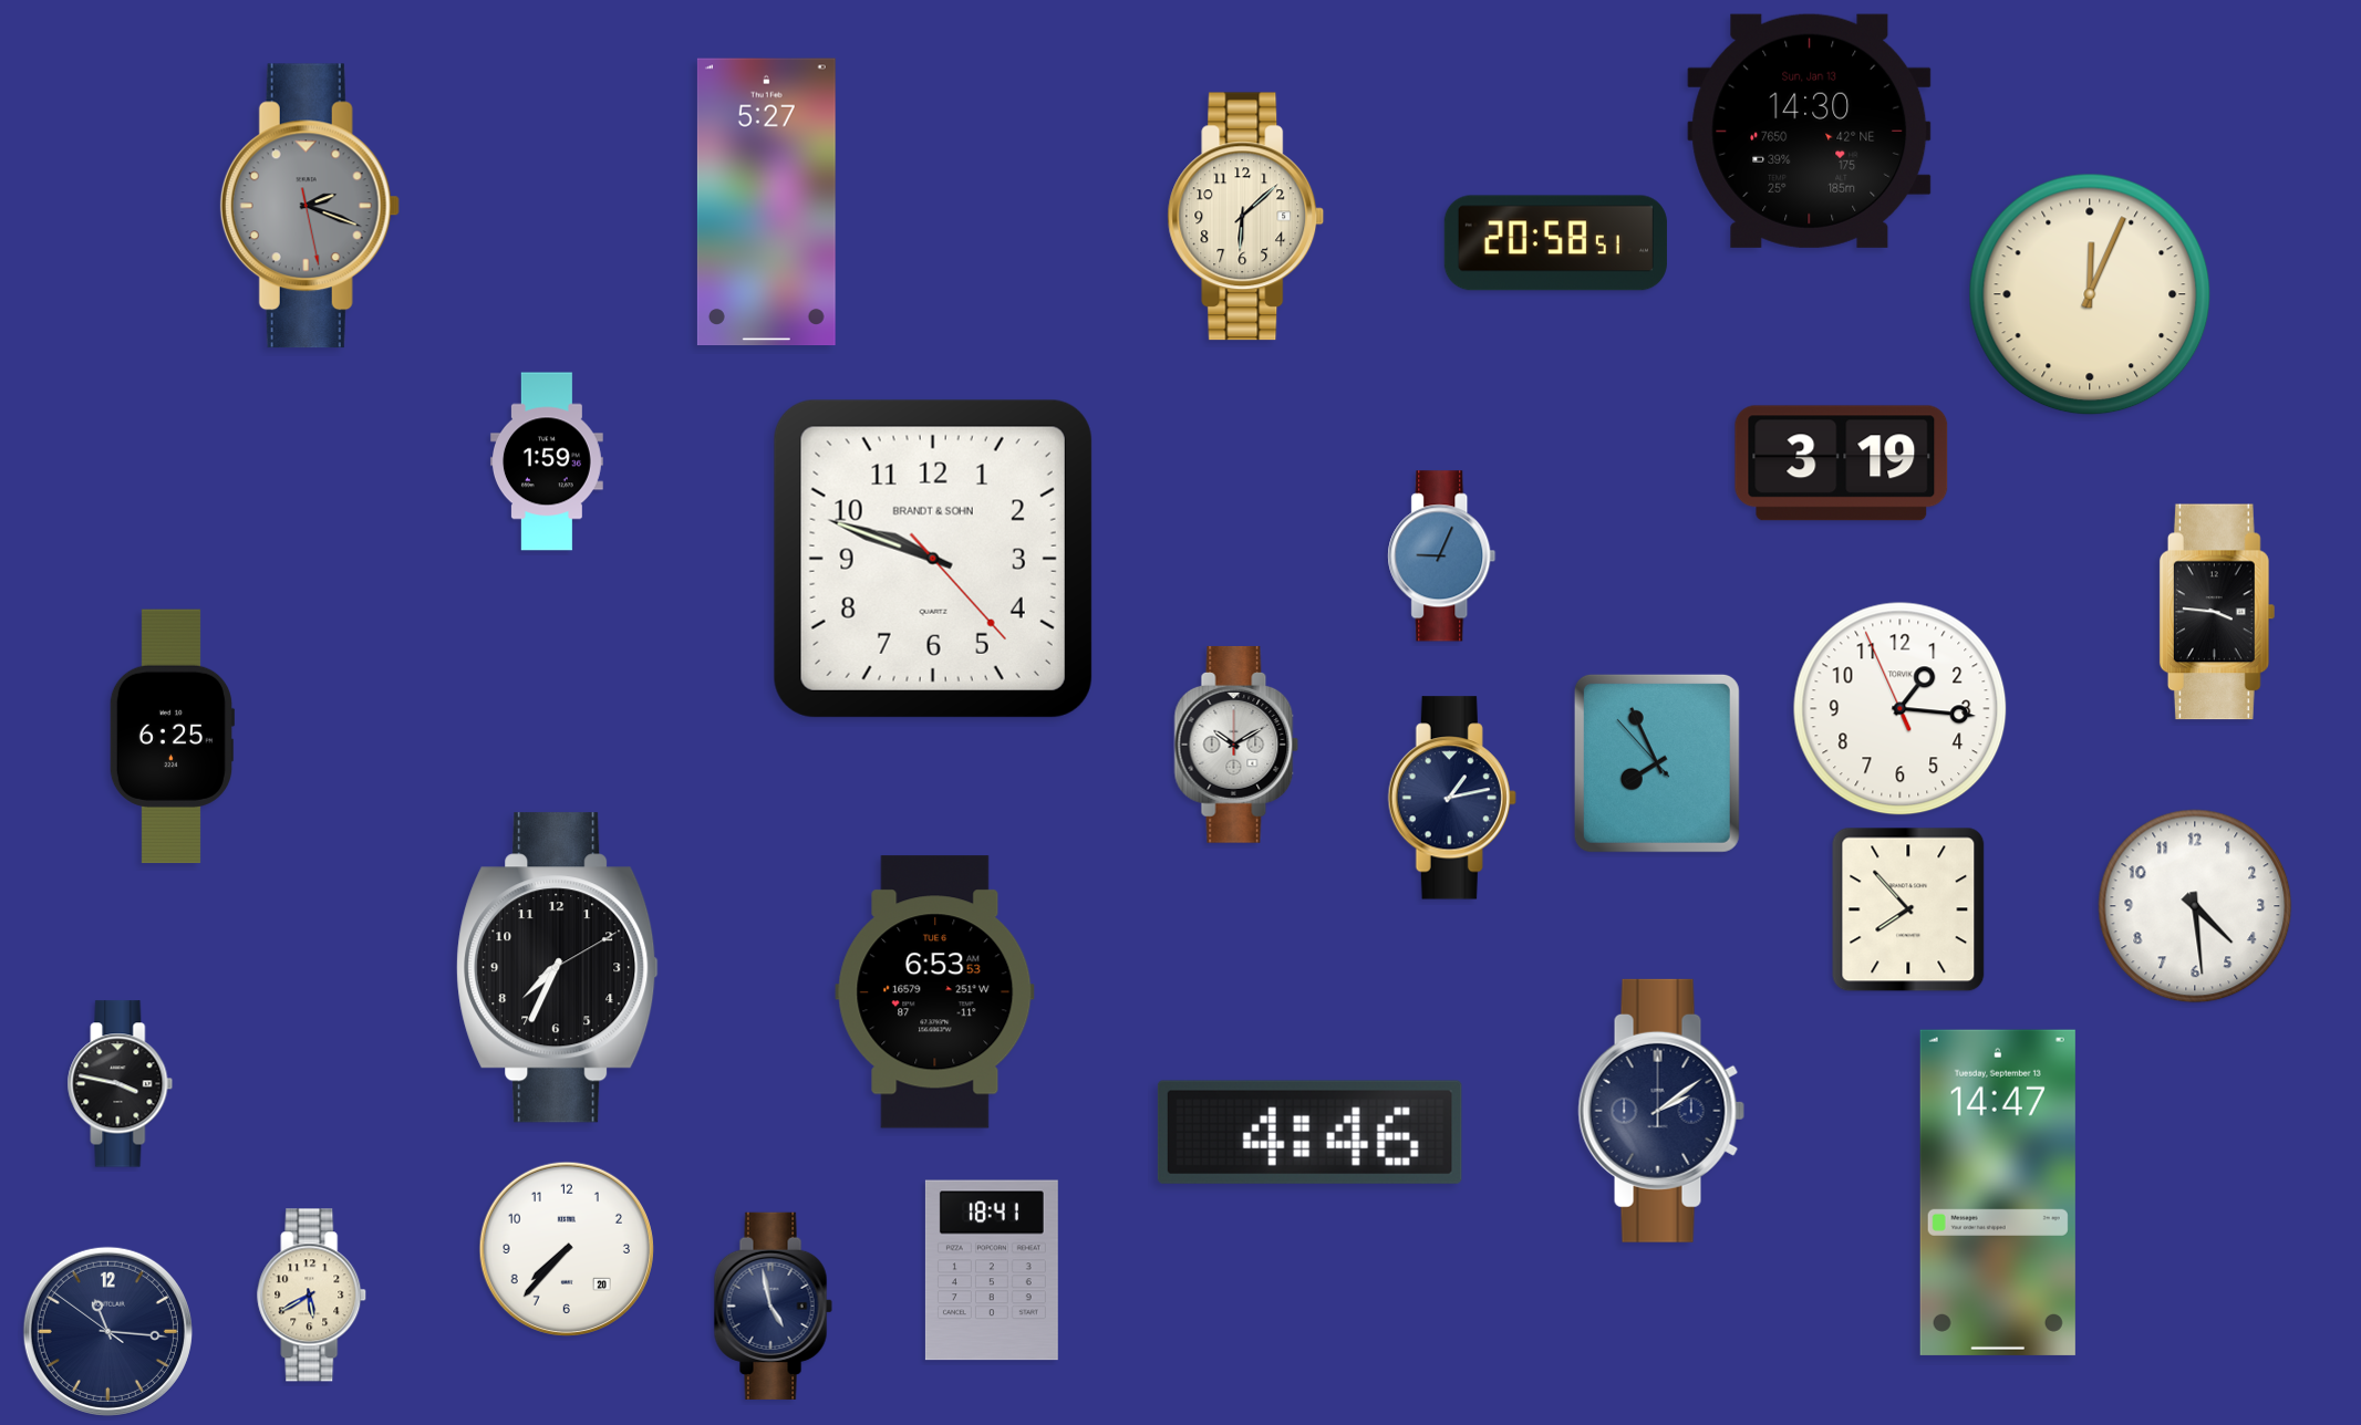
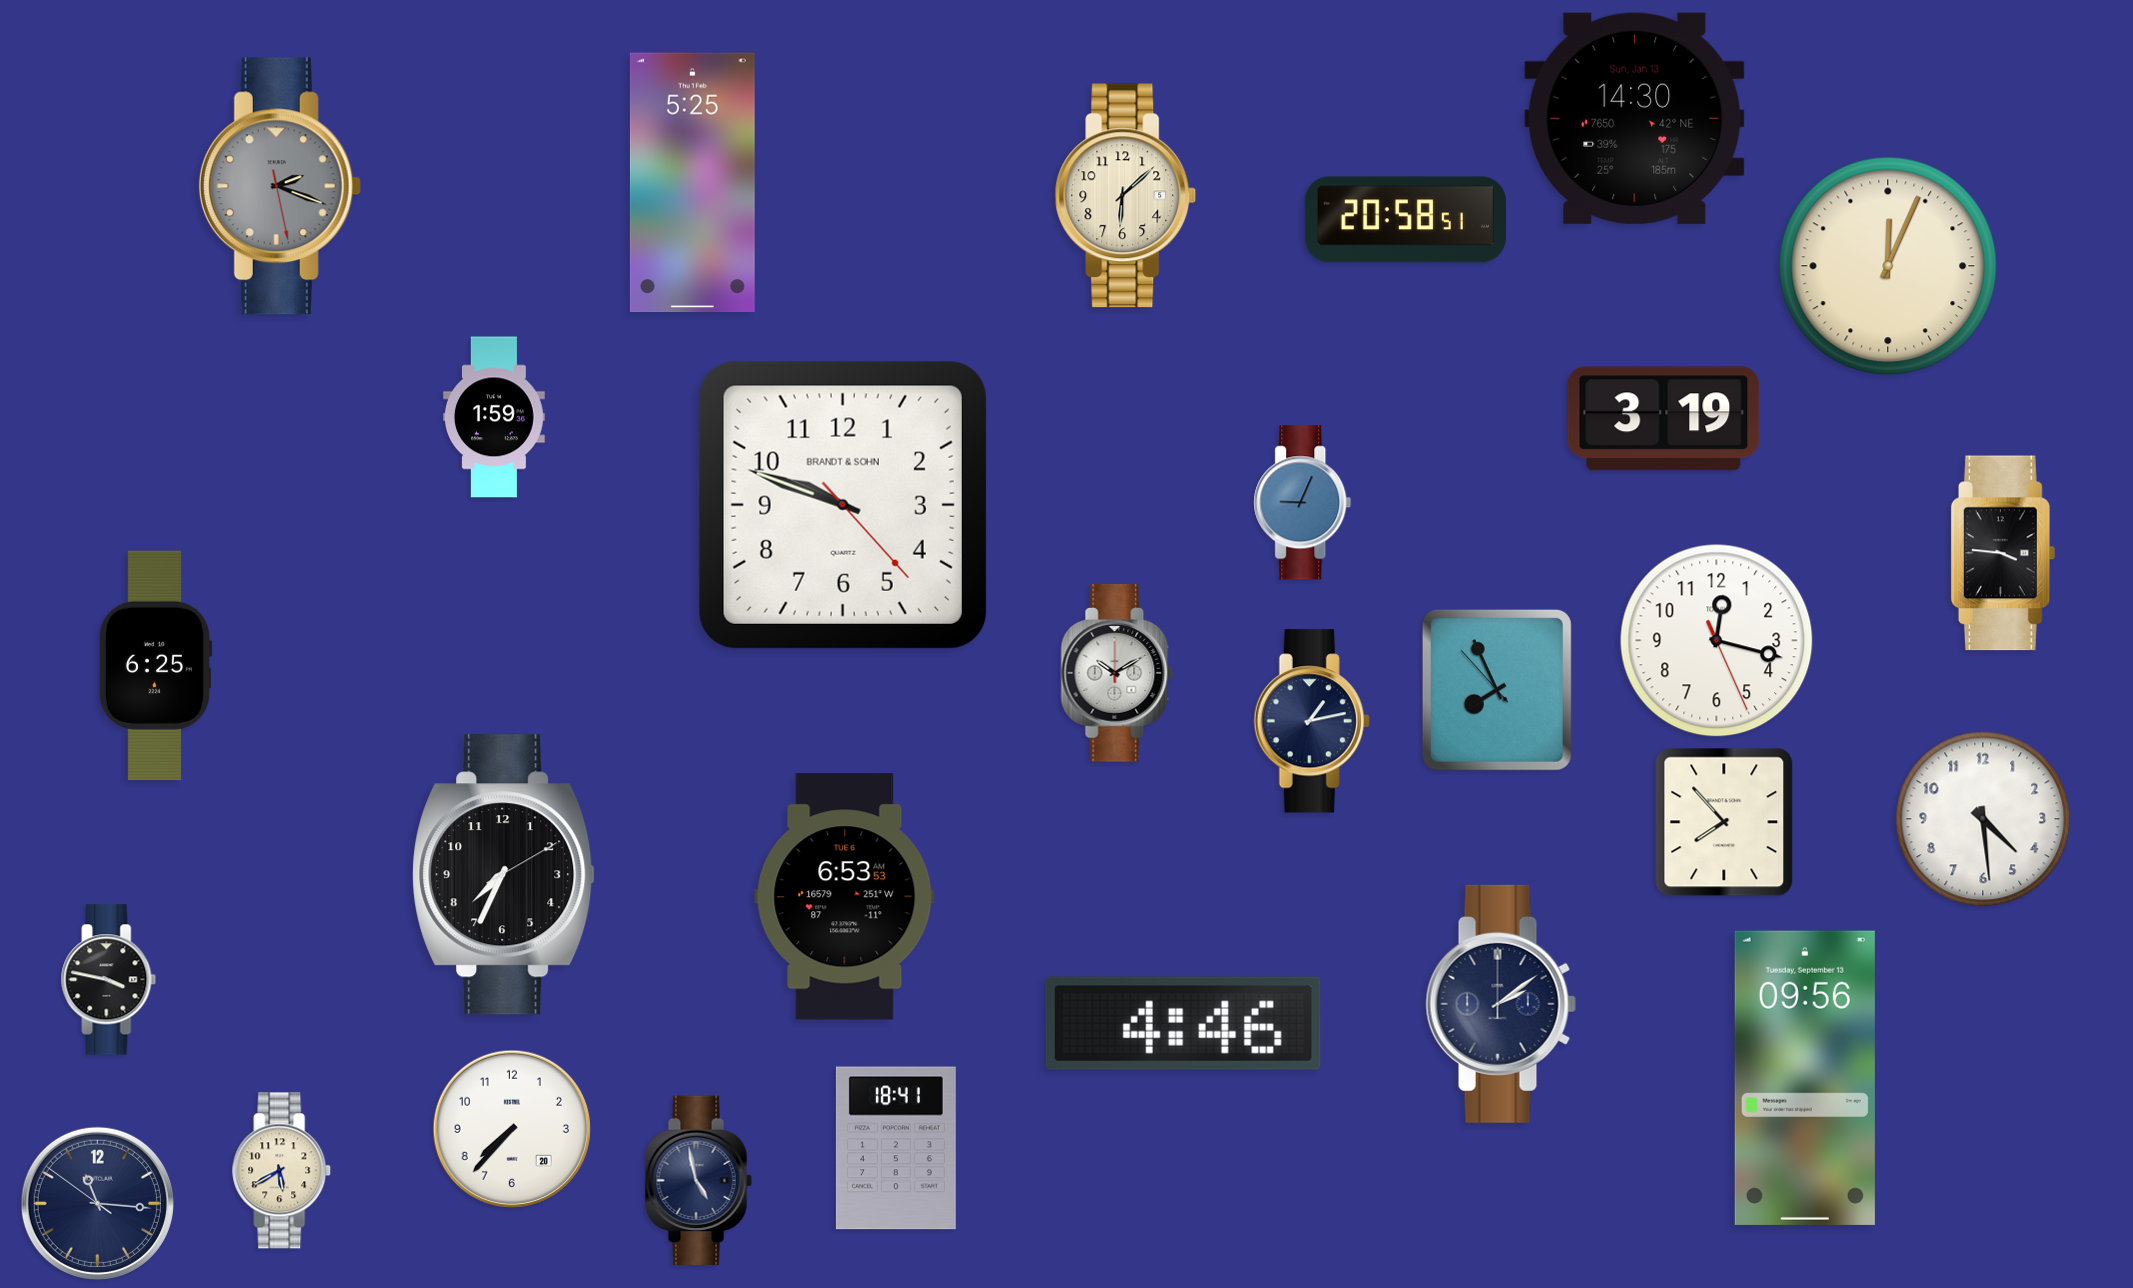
clock at (766, 202): 5:27 -> 5:25
clock at (1901, 709): 1:15 -> 12:17
clock at (1998, 1193): 14:47 -> 09:56
